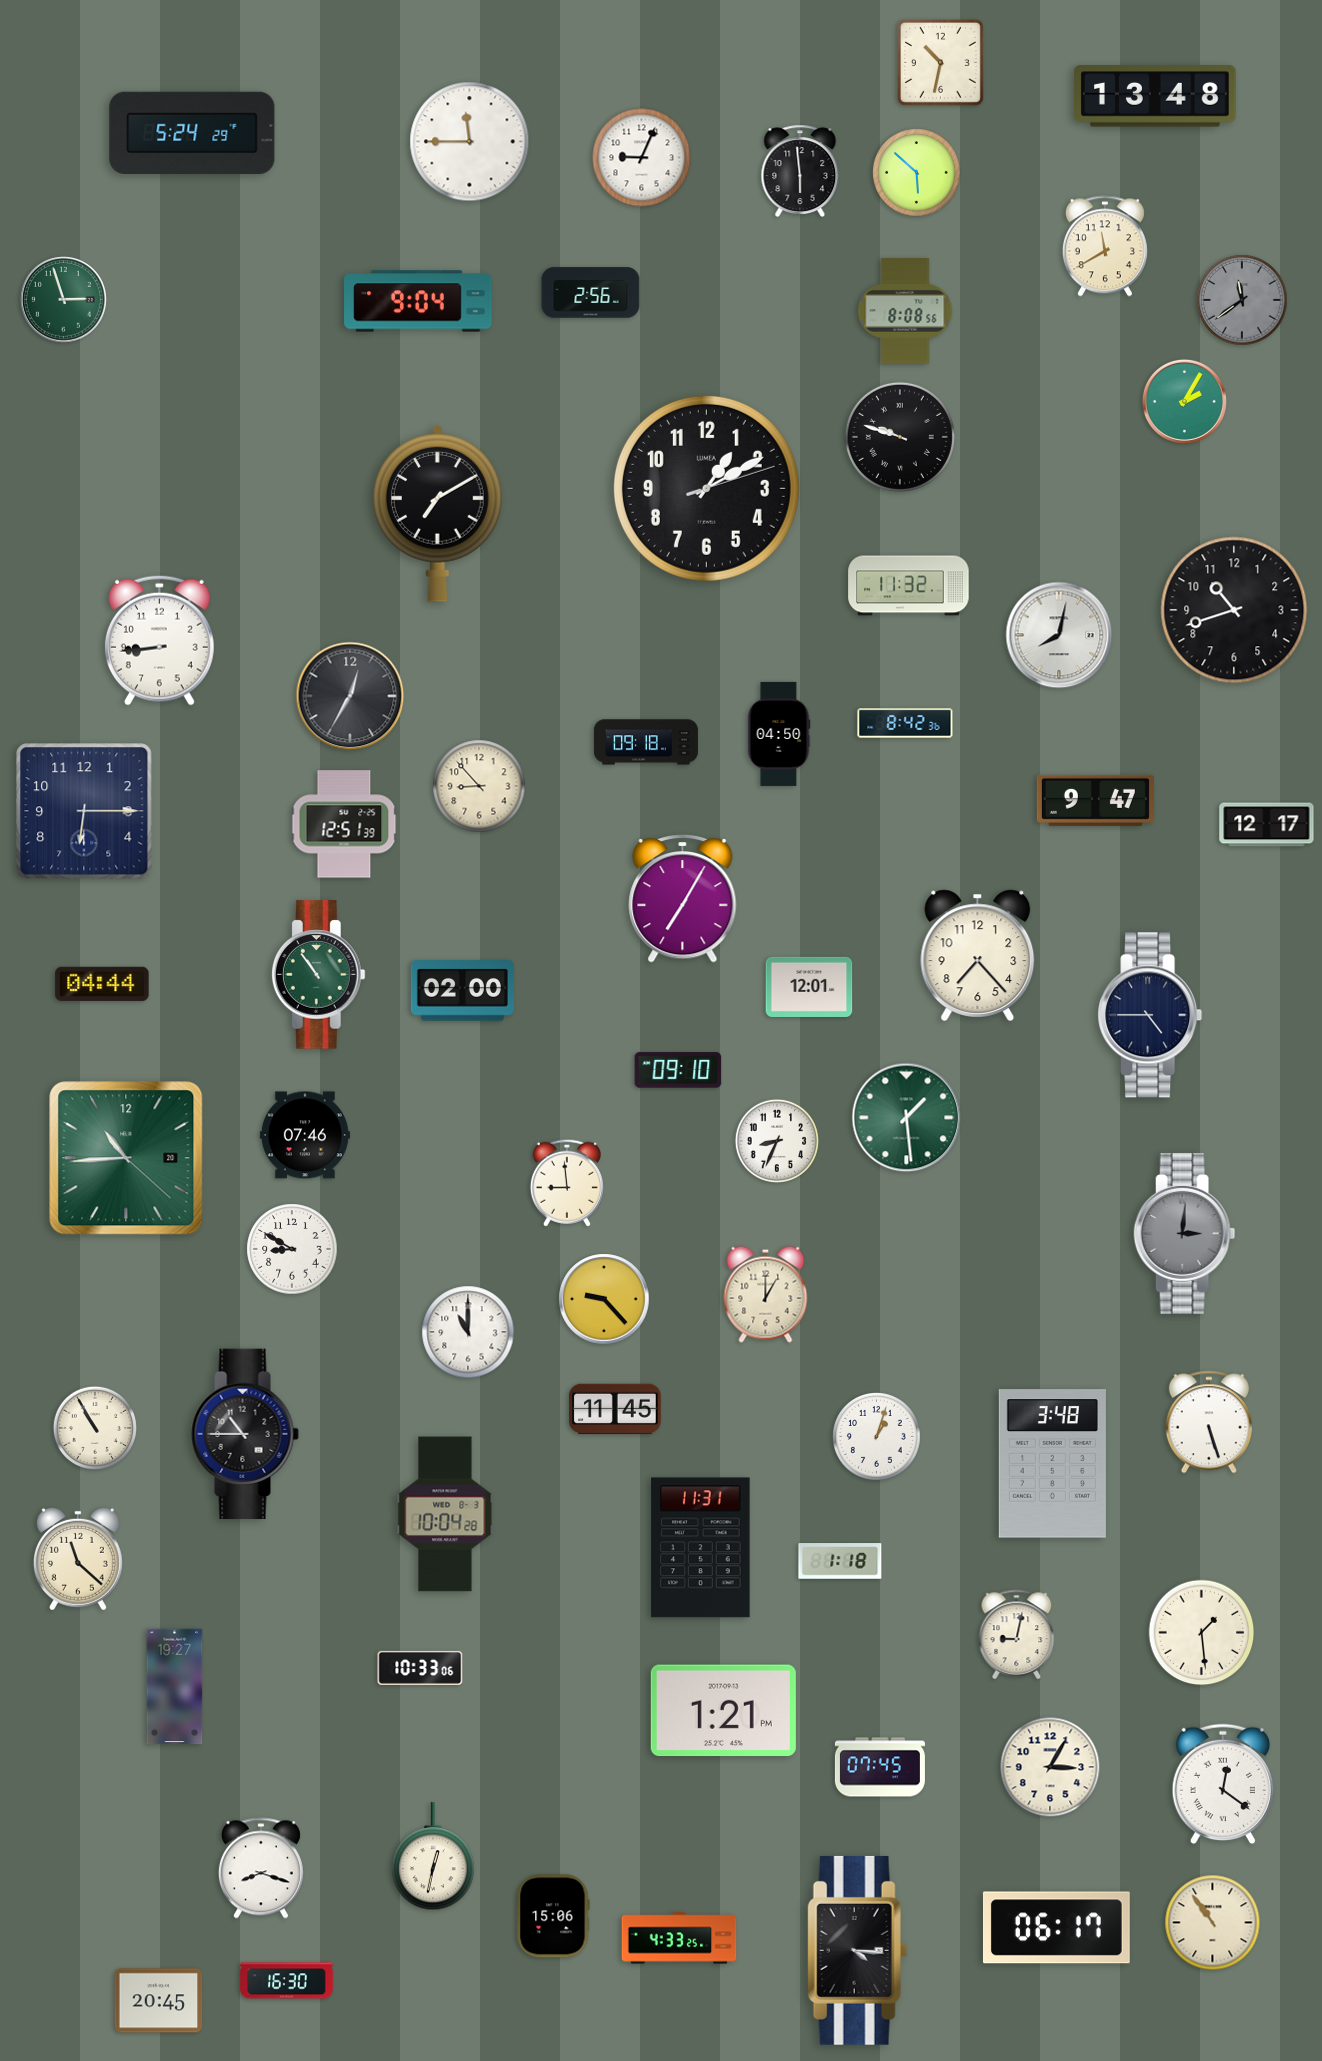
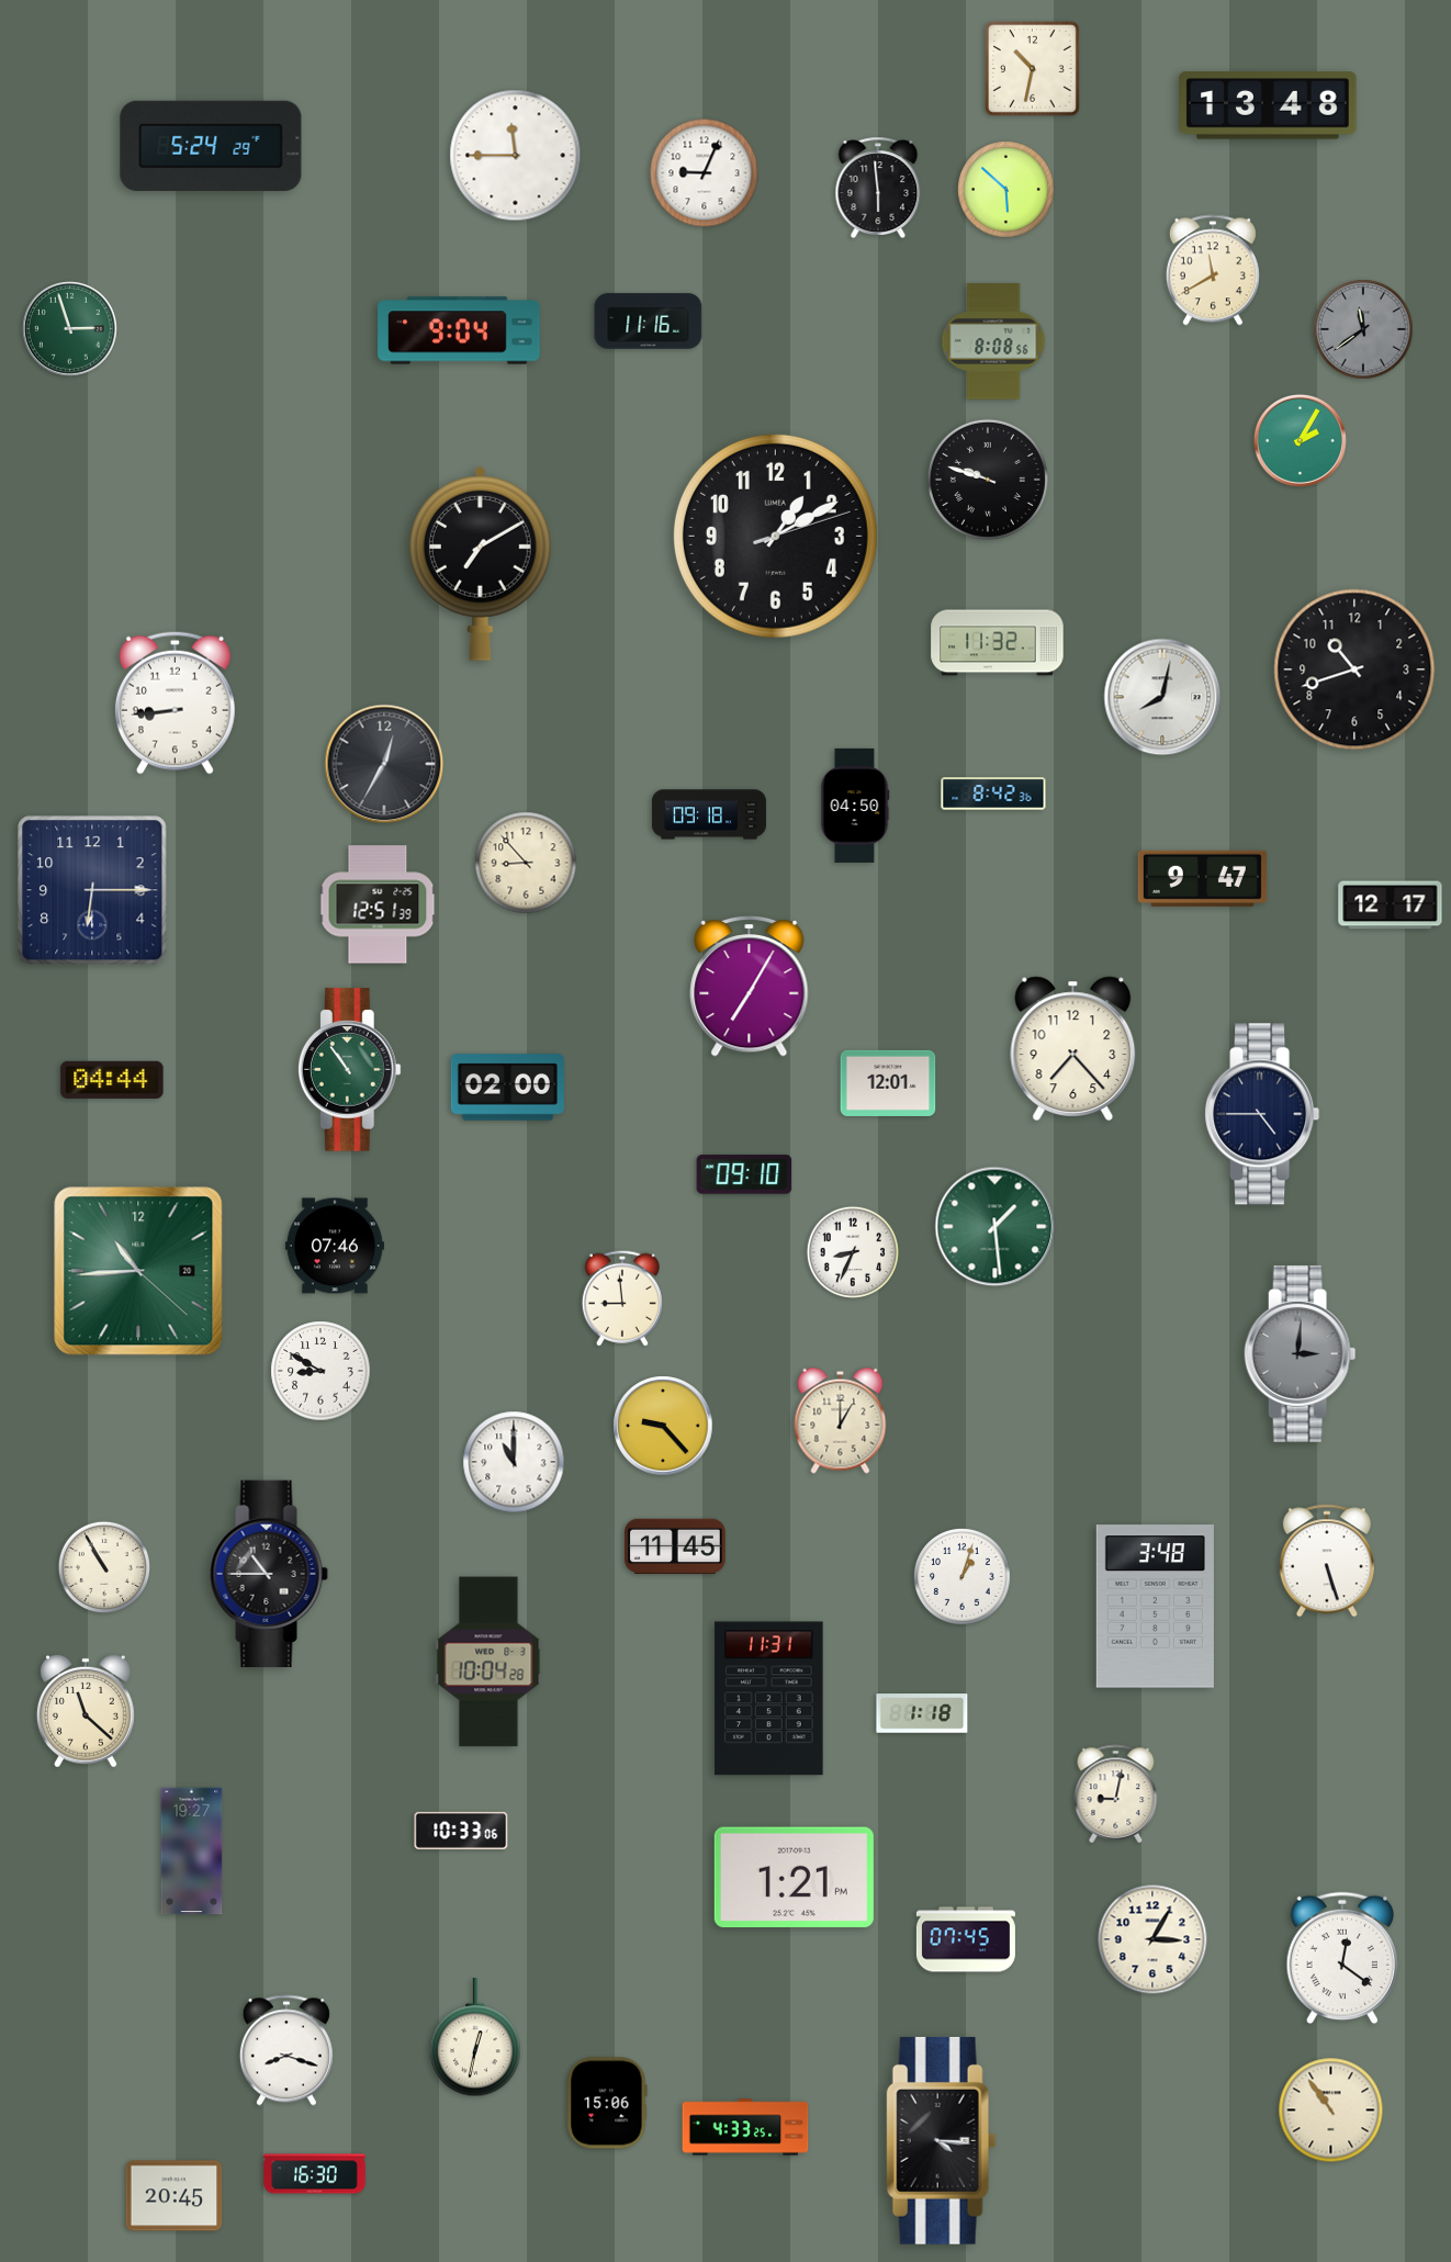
clock at (591, 293): 2:56 -> 11:16
clock at (1202, 1633): 1:29 -> none
clock at (1056, 1928): 06:17 -> none
